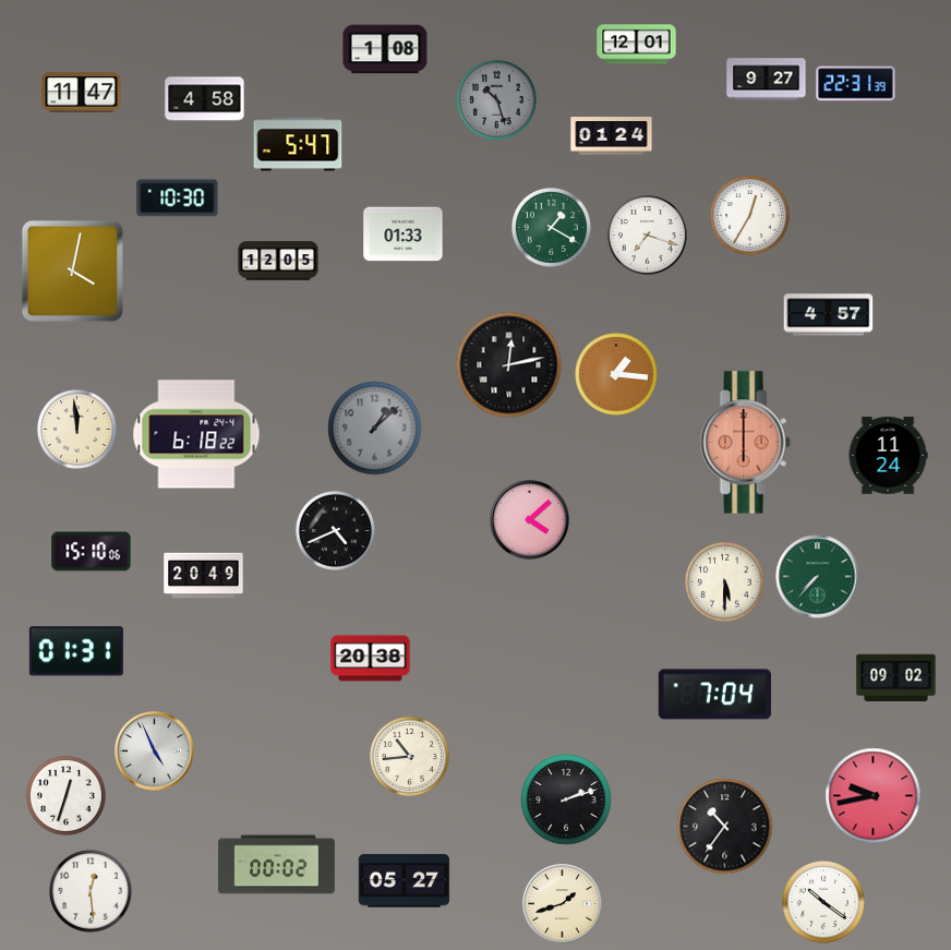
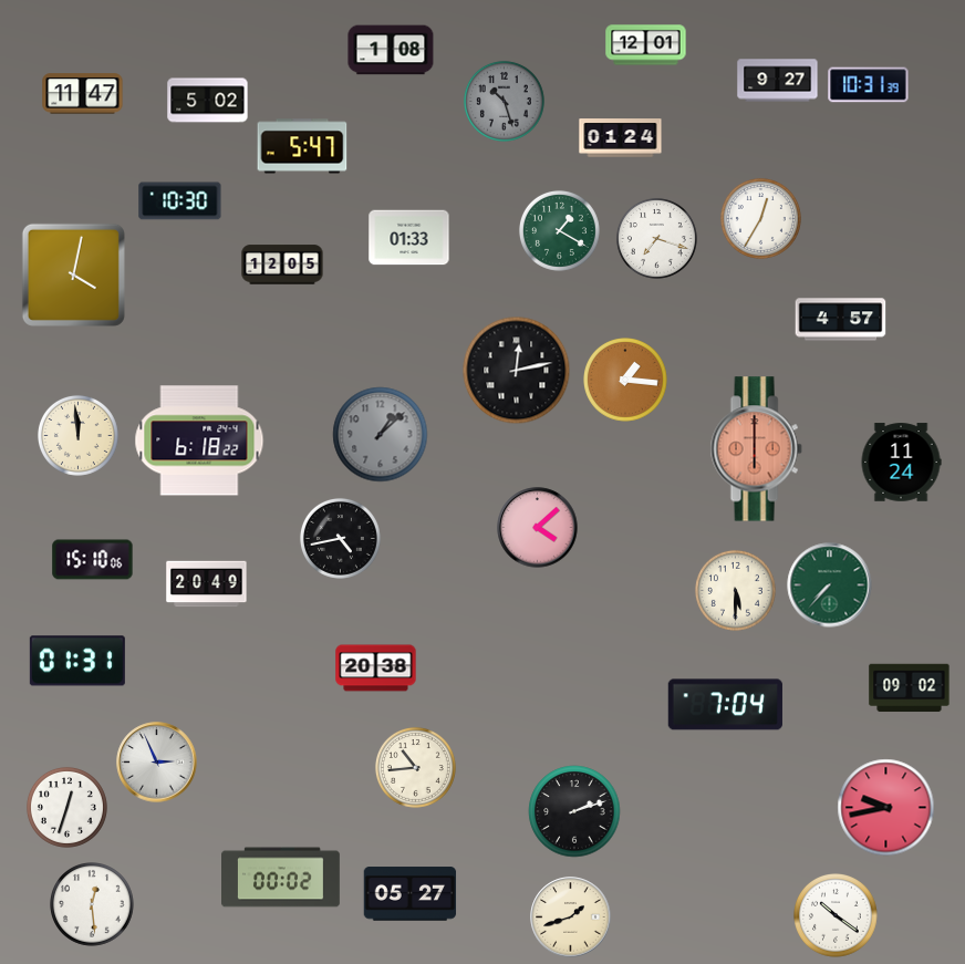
clock at (856, 84): 22:31 -> 10:31
clock at (205, 99): 4:58 -> 5:02
clock at (335, 530): 4:41 -> 4:43
clock at (155, 751): 4:56 -> 2:56
clock at (725, 827): 10:36 -> none
